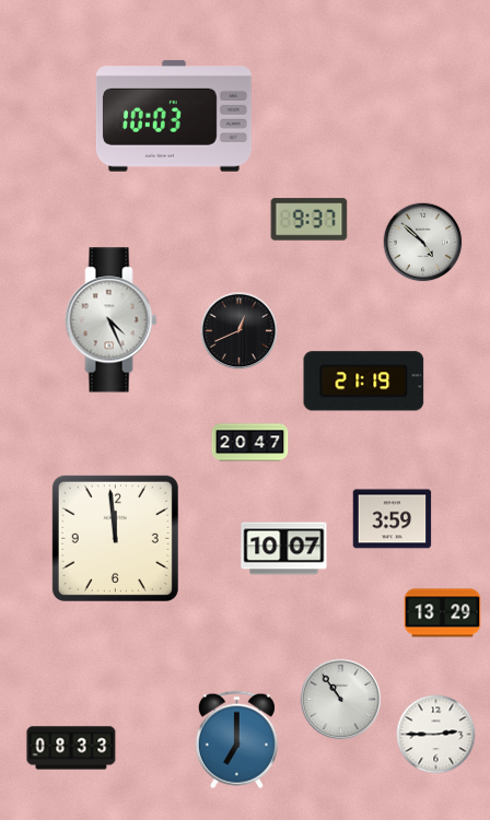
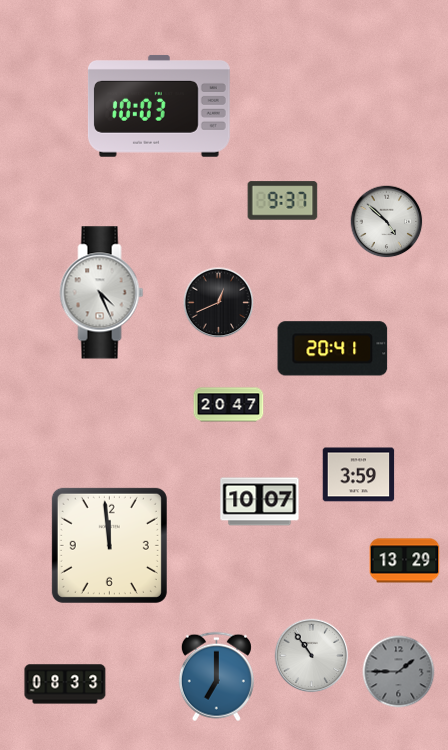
clock at (364, 382): 21:19 -> 20:41
clock at (115, 538) position: (115, 538) -> (109, 545)
clock at (341, 700) position: (341, 700) -> (312, 656)
clock at (436, 735): 2:45 -> 1:45
clock at (436, 735) dial: white -> grey
